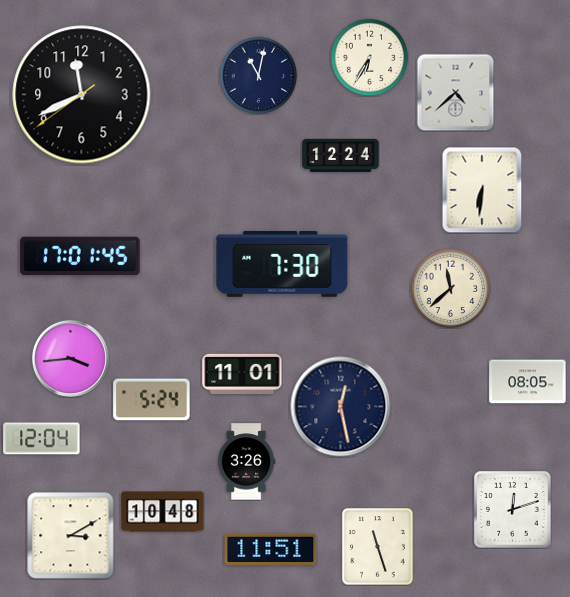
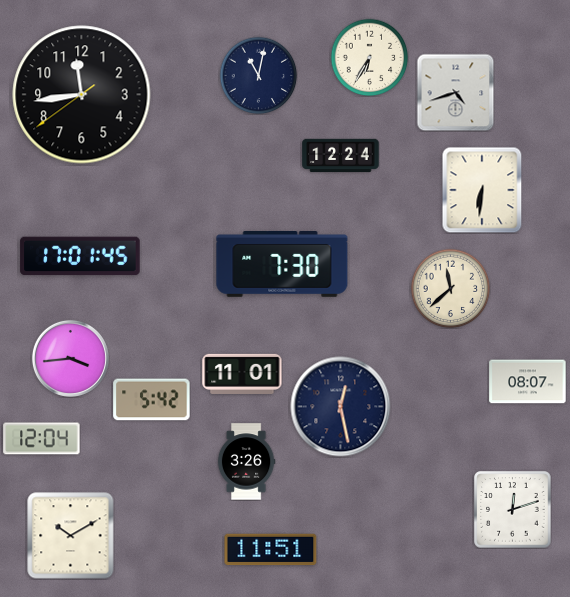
clock at (455, 92): 4:38 -> 4:42
clock at (82, 95): 11:40 -> 11:43
clock at (528, 382): 08:05 -> 08:07
clock at (152, 400): 5:24 -> 5:42
clock at (163, 512): 10:48 -> none
clock at (71, 536): 3:10 -> 10:10
clock at (378, 547): 11:27 -> none
